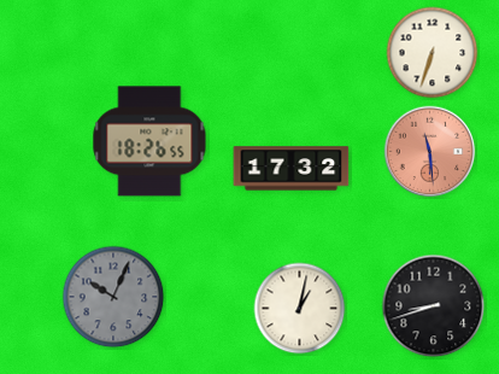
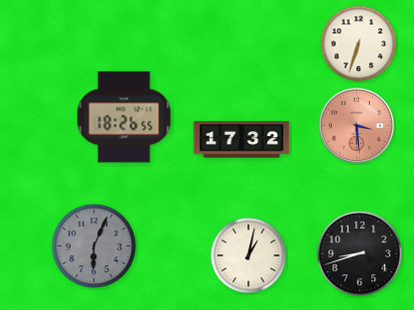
clock at (430, 152): 11:29 -> 3:29
clock at (113, 297): 10:04 -> 6:04
